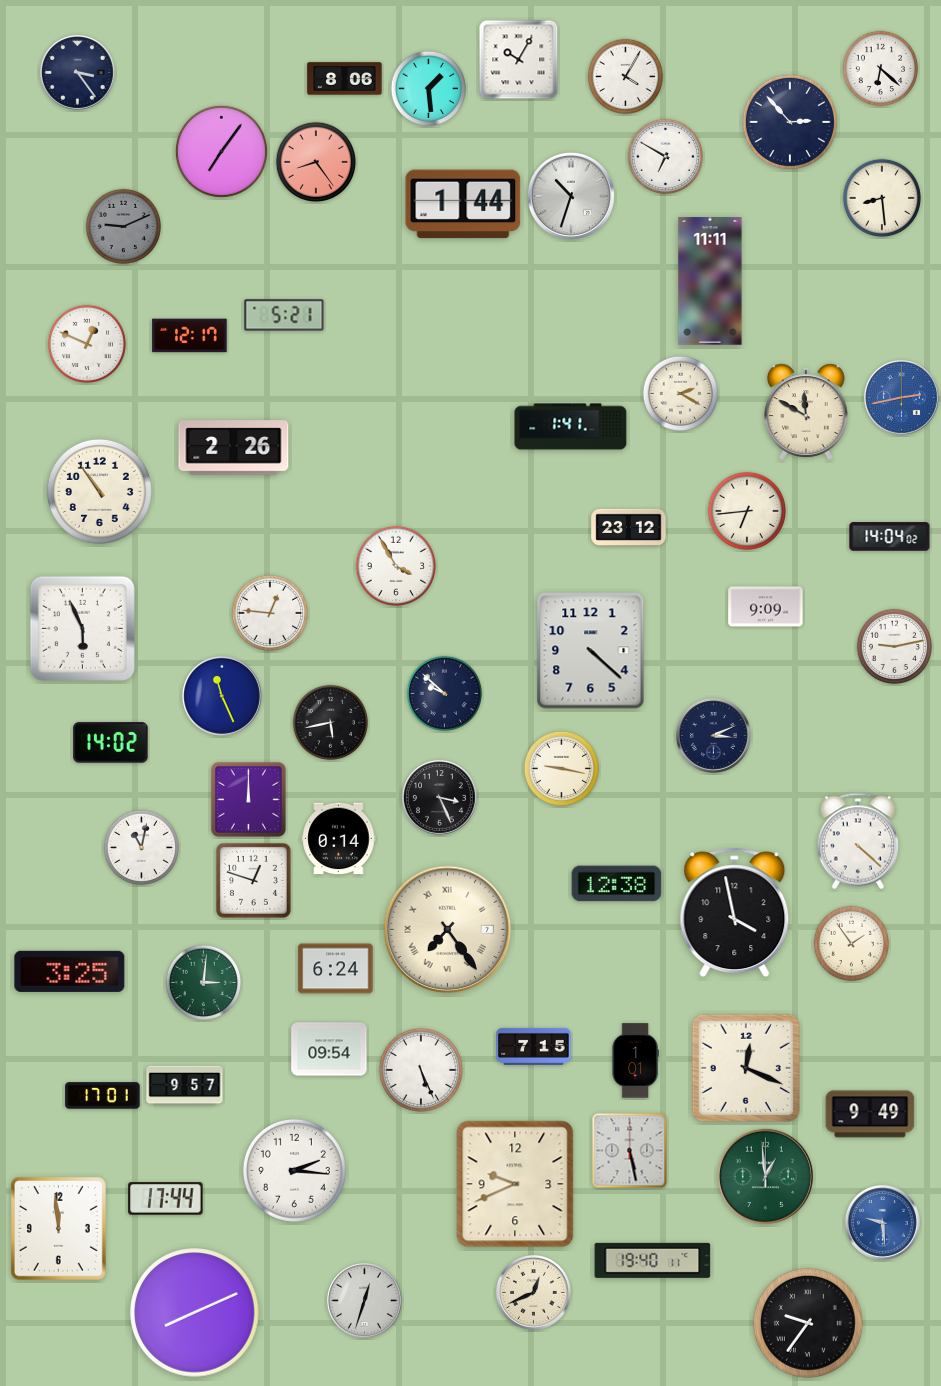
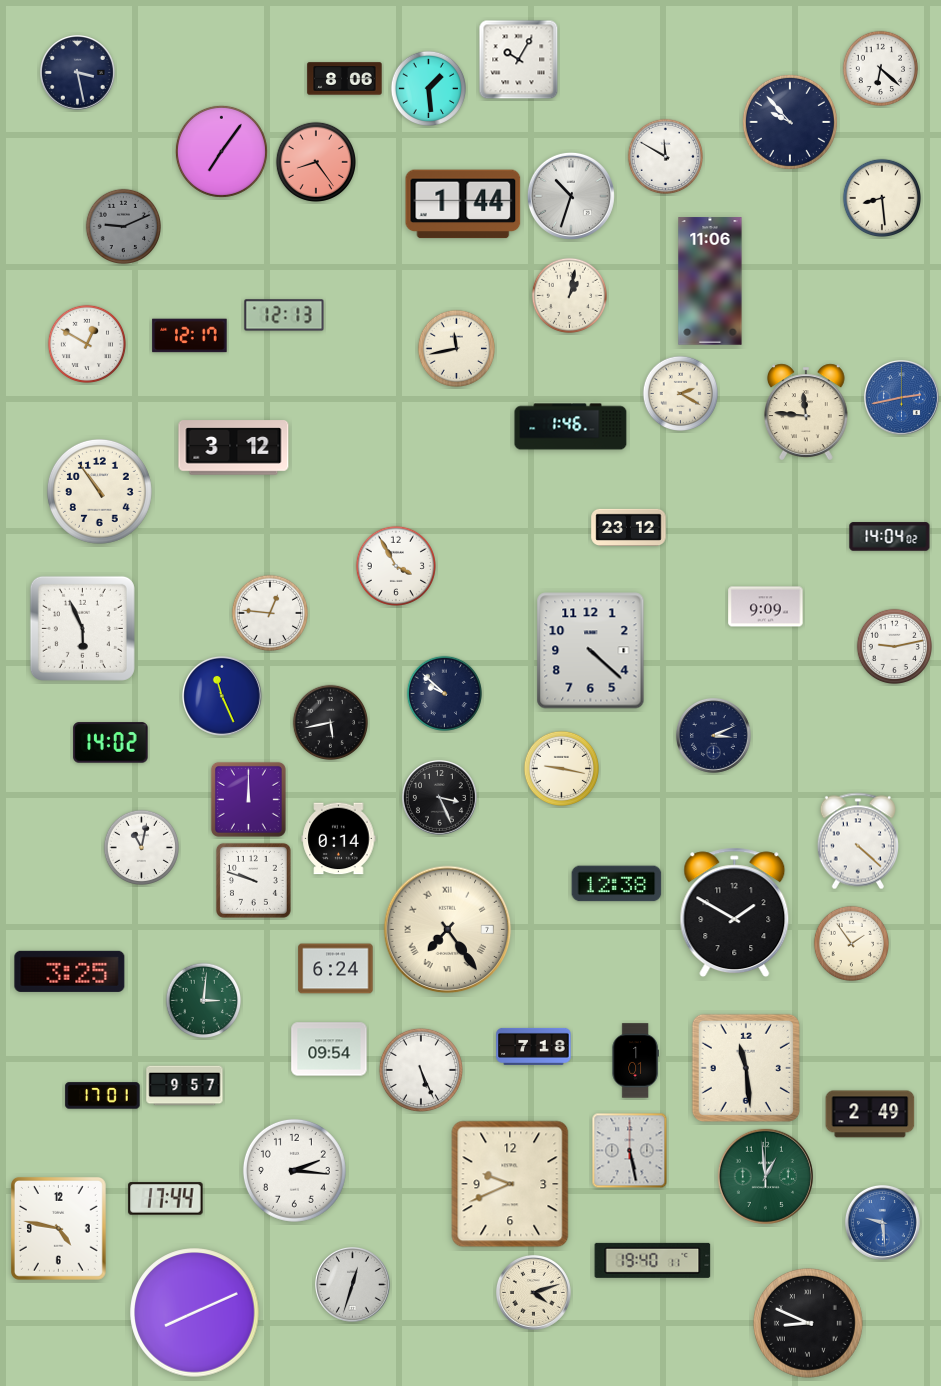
clock at (77, 72): 3:24 -> 3:28
clock at (626, 77): 4:05 -> none
clock at (790, 122): 2:53 -> 9:53
clock at (666, 157): 6:50 -> 11:50
clock at (710, 281): 11:11 -> 11:06
clock at (570, 296): none -> 1:02
clock at (284, 315): 5:21 -> 12:13
clock at (86, 343): 12:49 -> 12:50
clock at (456, 348): none -> 11:43
clock at (806, 412): 11:50 -> 11:46
clock at (571, 427): 1:41 -> 1:46
clock at (234, 448): 2:26 -> 3:12
clock at (746, 510): 6:44 -> none
clock at (253, 880): 12:48 -> 9:48
clock at (735, 913): 3:58 -> 1:50
clock at (204, 983) position: (204, 983) -> (204, 1001)
clock at (534, 1046): 7:15 -> 7:18
clock at (746, 1068): 12:19 -> 11:29
clock at (870, 1114): 9:49 -> 2:49
clock at (515, 1184) position: (515, 1184) -> (510, 1184)
clock at (58, 1228): 11:59 -> 4:47
clock at (533, 1292): 12:41 -> 4:12
clock at (364, 1300) position: (364, 1300) -> (352, 1284)
clock at (808, 1323): 9:36 -> 8:49
